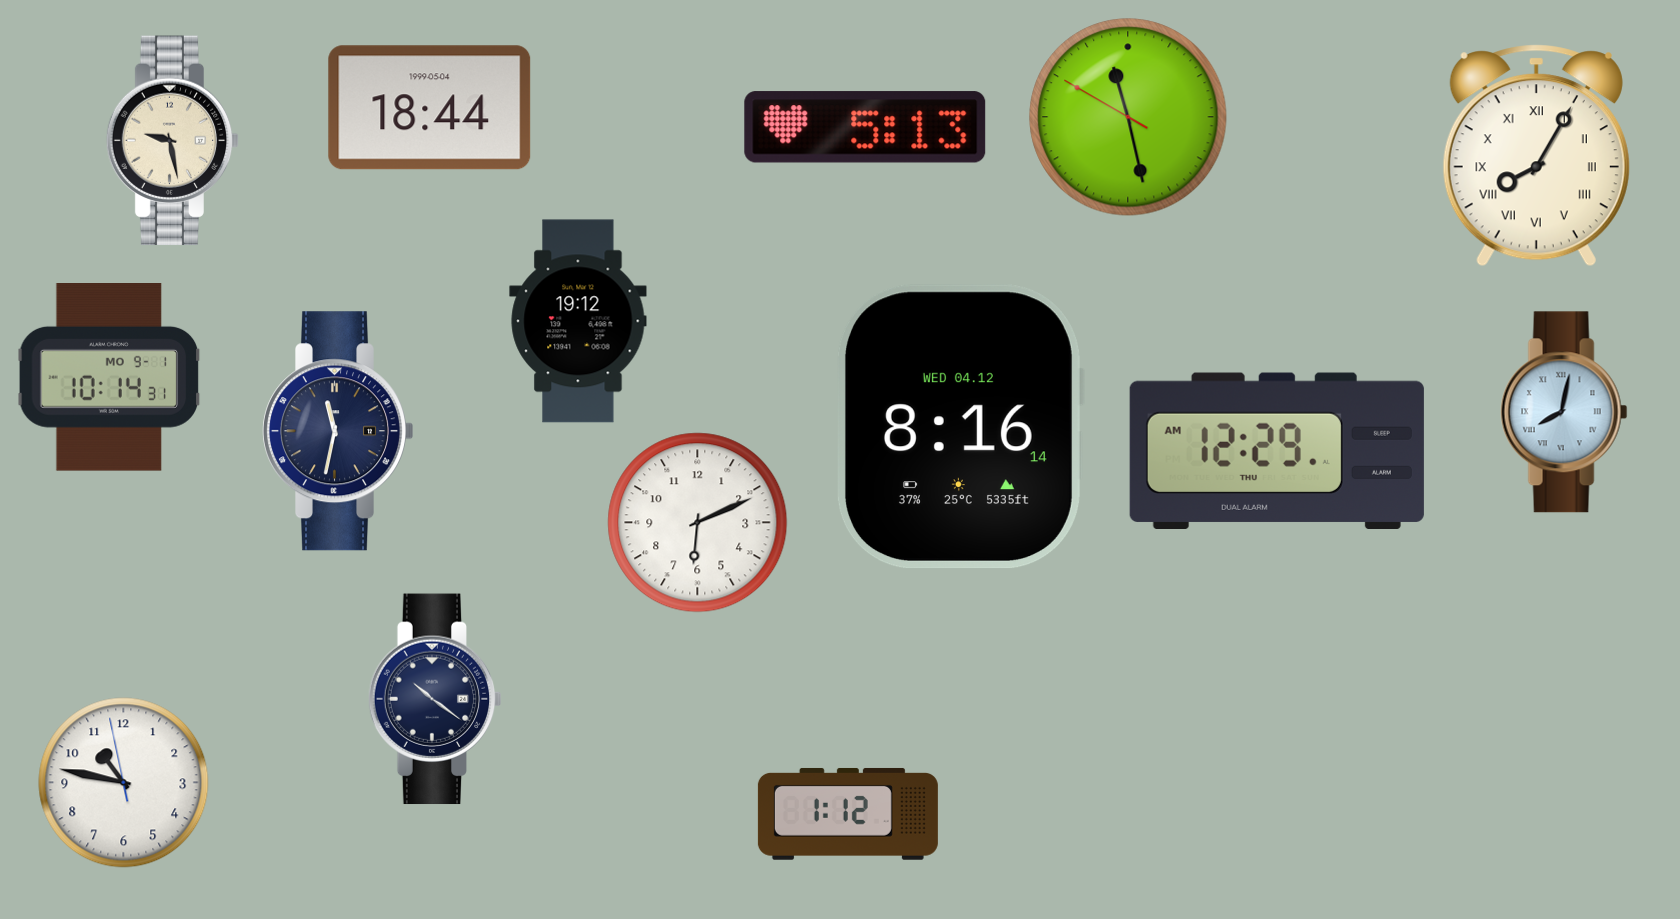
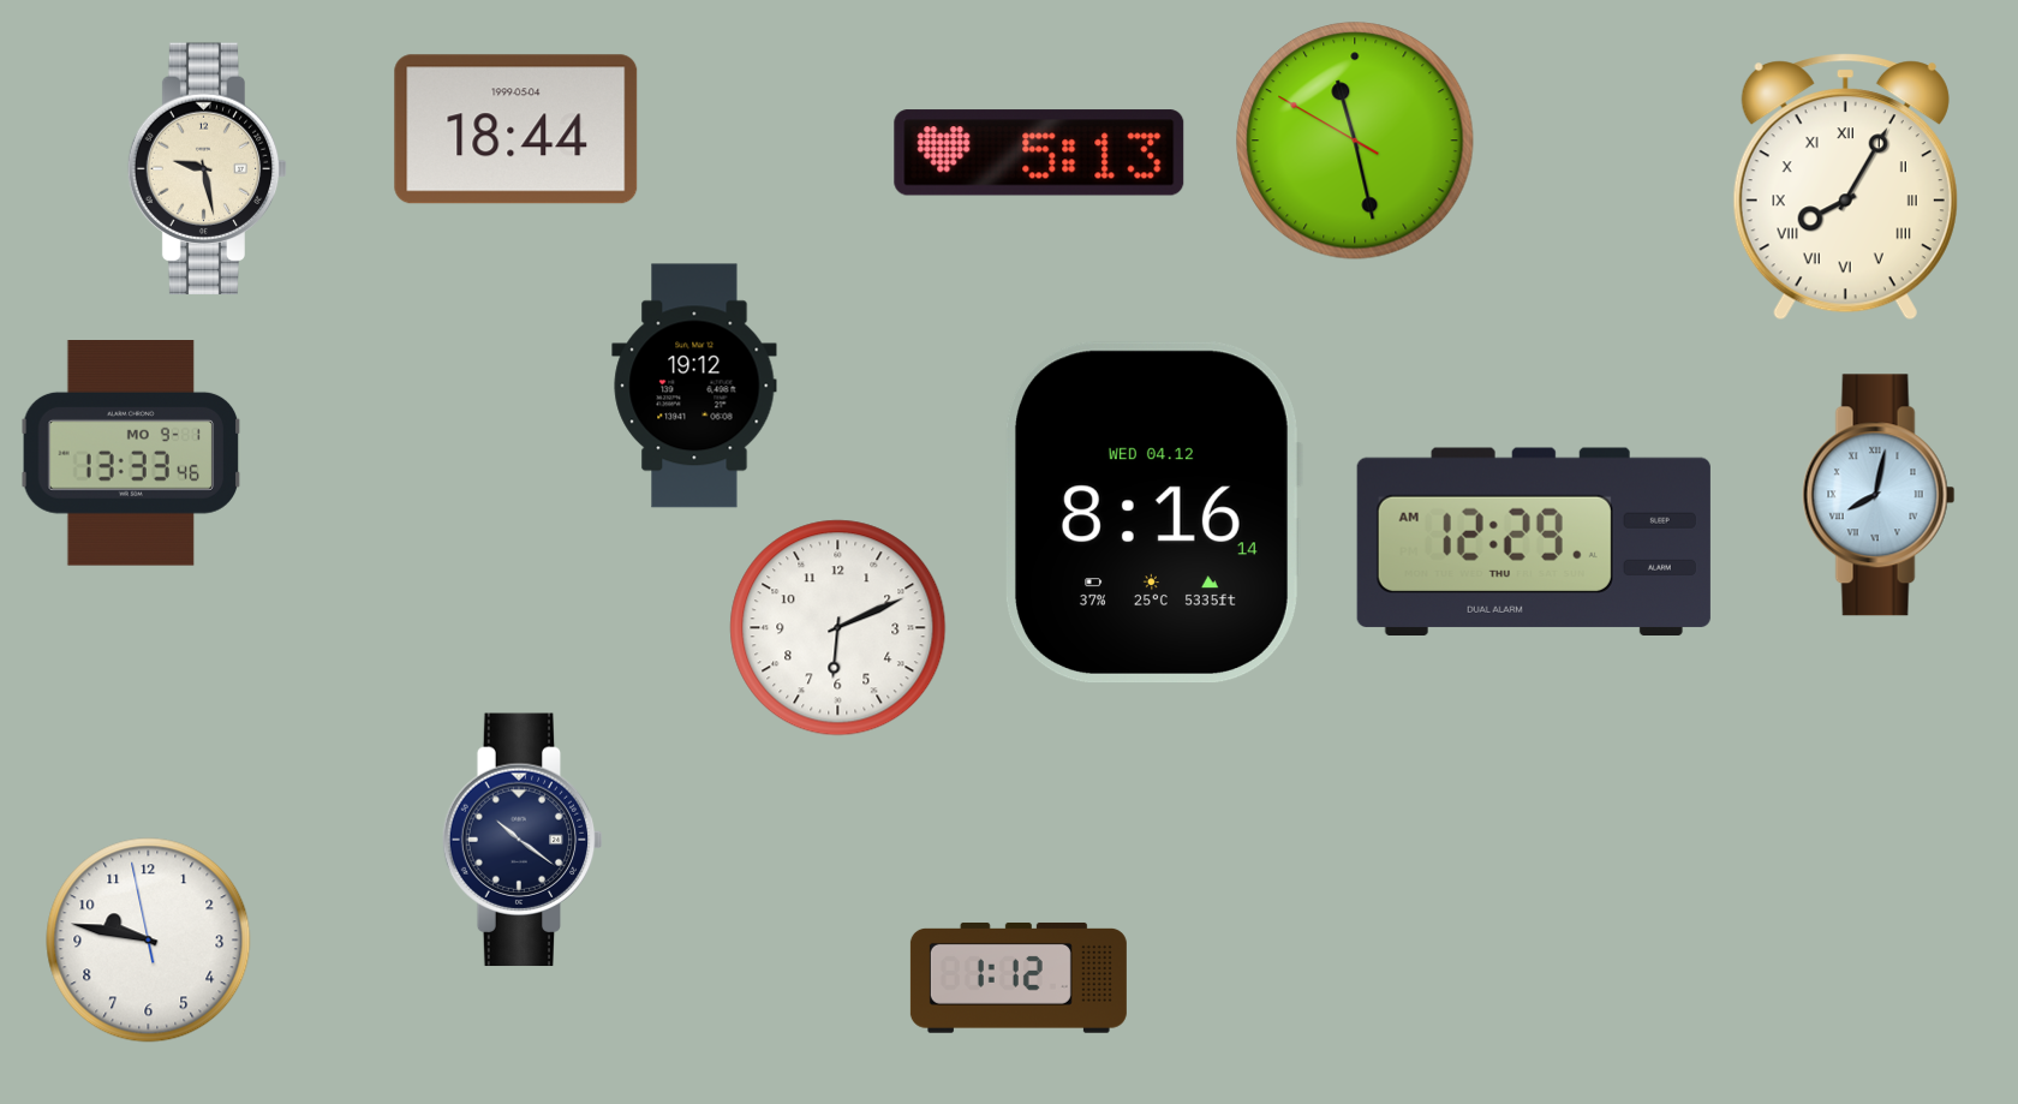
clock at (109, 378): 10:14 -> 13:33
clock at (338, 431): 11:32 -> none
clock at (124, 783): 10:46 -> 9:46
